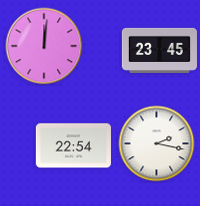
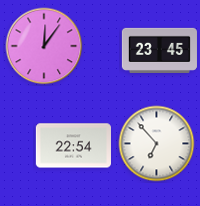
clock at (44, 46): 12:01 -> 12:06
clock at (157, 144): 2:17 -> 6:53
